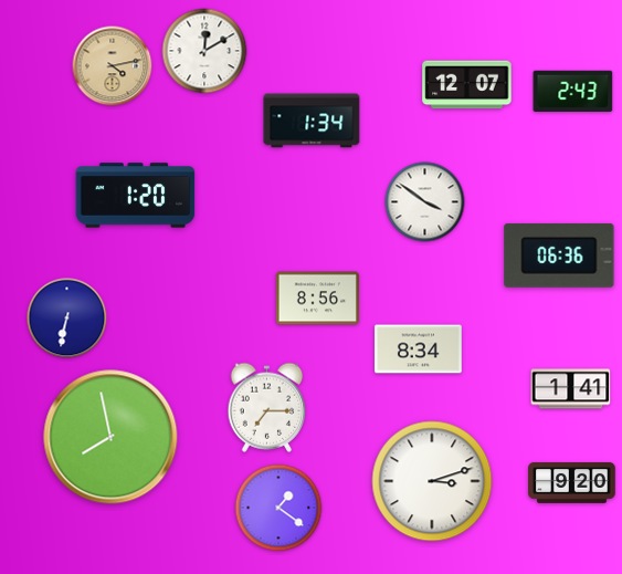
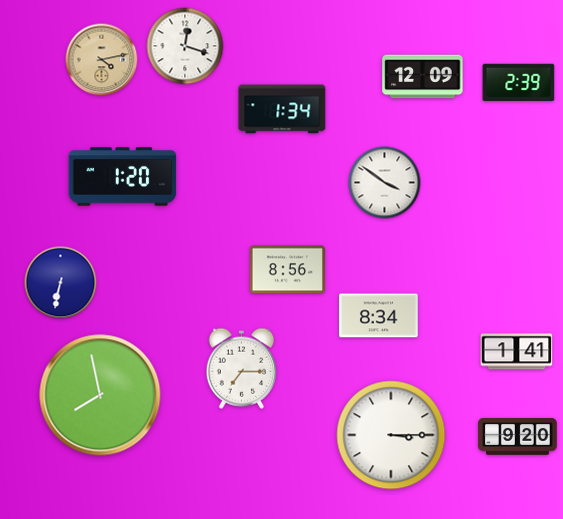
clock at (204, 51): 12:10 -> 12:18
clock at (467, 85): 12:07 -> 12:09
clock at (573, 91): 2:43 -> 2:39
clock at (559, 255): 06:36 -> none
clock at (67, 319) position: (67, 319) -> (61, 283)
clock at (432, 481): 3:12 -> 3:15
clock at (278, 508): 1:21 -> none
